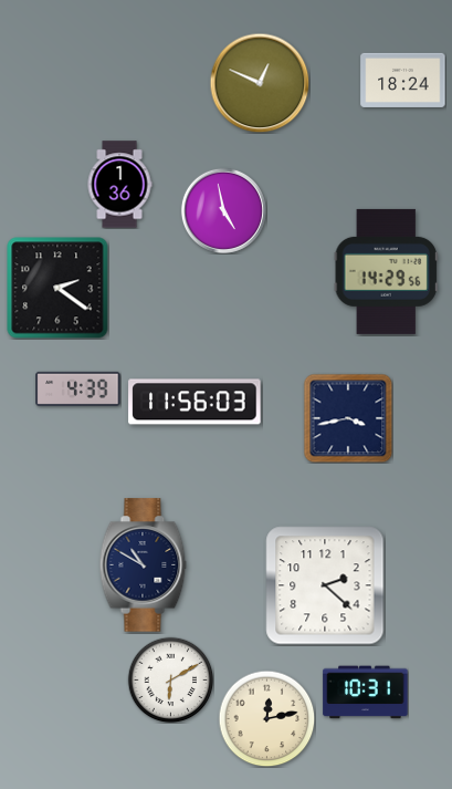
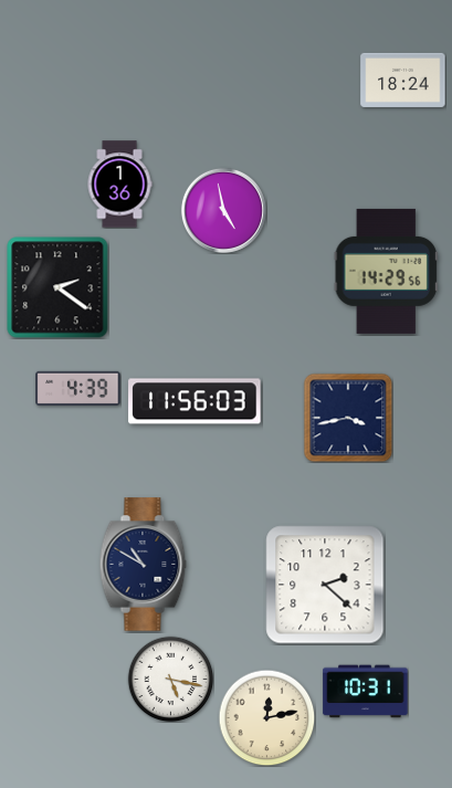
clock at (260, 83): 12:49 -> none
clock at (170, 679): 6:10 -> 5:17
